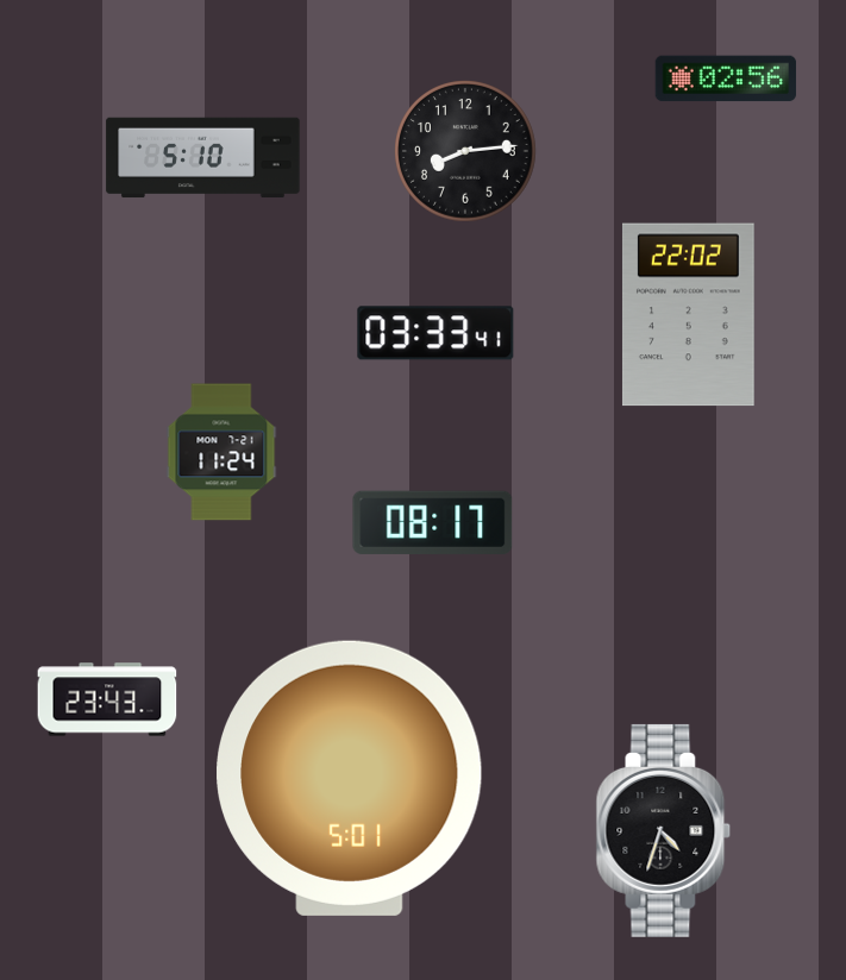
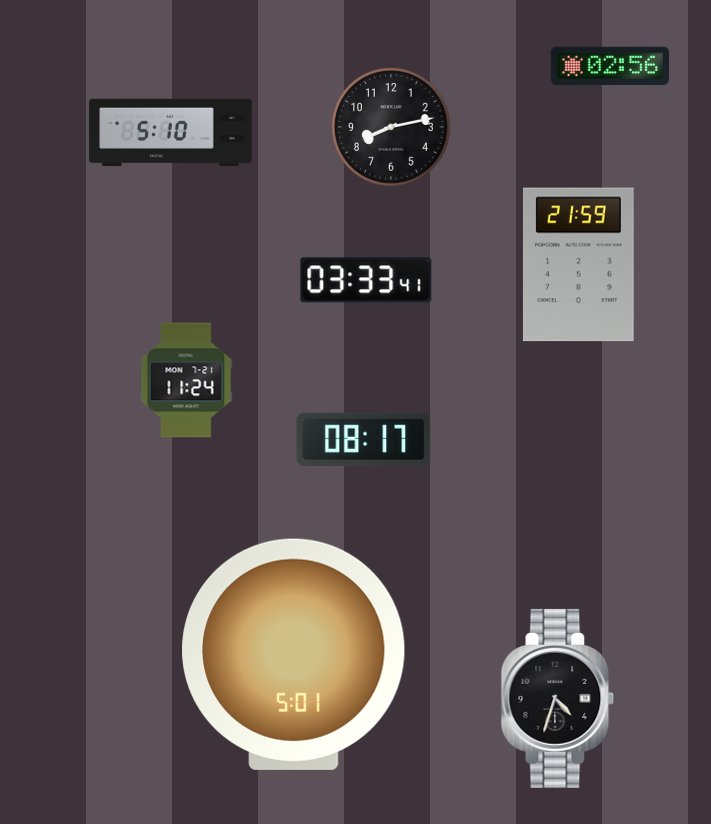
clock at (465, 151): 8:14 -> 8:13
clock at (688, 315): 22:02 -> 21:59
clock at (107, 699): 23:43 -> none
